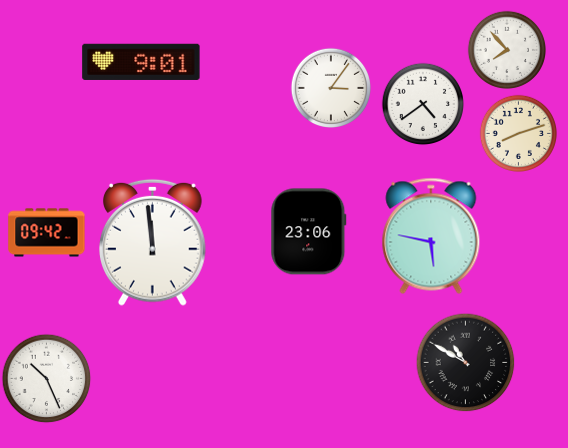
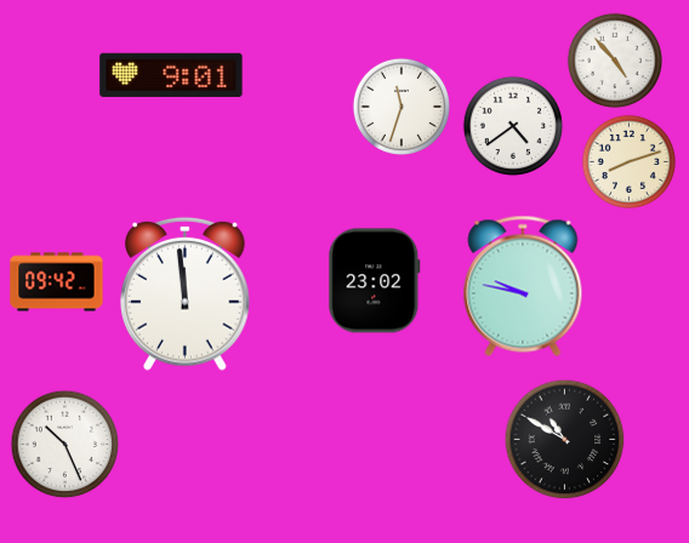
clock at (506, 49): 7:53 -> 4:53
clock at (330, 87): 3:06 -> 11:33
clock at (309, 232): 23:06 -> 23:02
clock at (431, 236): 5:47 -> 9:47
clock at (46, 378) position: (46, 378) -> (64, 444)
